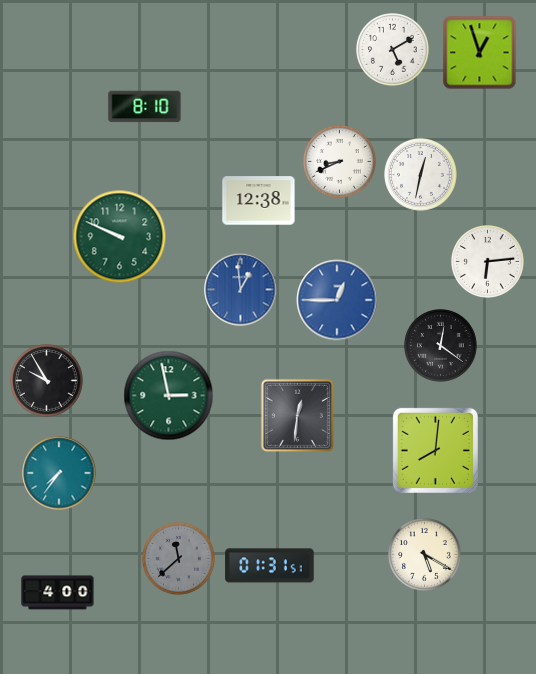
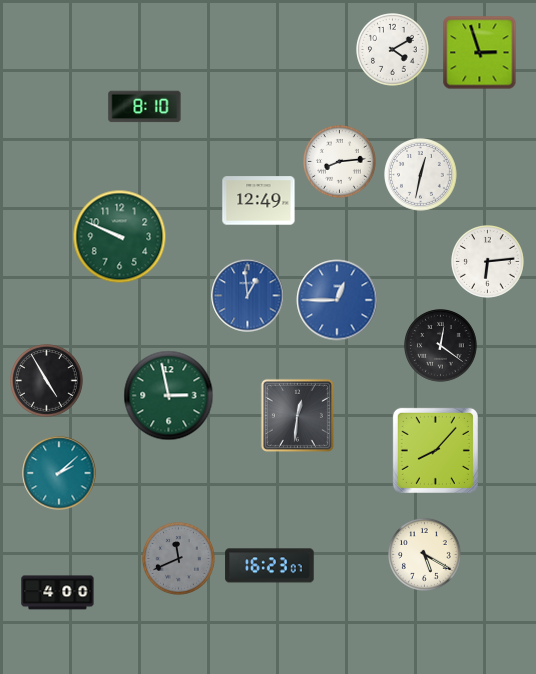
clock at (393, 50): 5:10 -> 4:10
clock at (480, 53): 12:57 -> 2:57
clock at (340, 162): 8:41 -> 8:14
clock at (259, 201): 12:38 -> 12:49
clock at (241, 290) position: (241, 290) -> (248, 296)
clock at (47, 381): 9:55 -> 4:55
clock at (435, 450): 8:01 -> 8:07
clock at (59, 473): 7:36 -> 2:08
clock at (179, 559): 11:38 -> 11:41
clock at (270, 566): 01:31 -> 16:23
